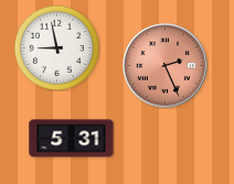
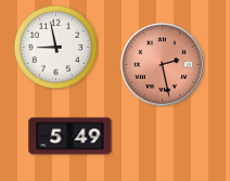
clock at (166, 66): 2:26 -> 2:28
clock at (72, 139): 5:31 -> 5:49
